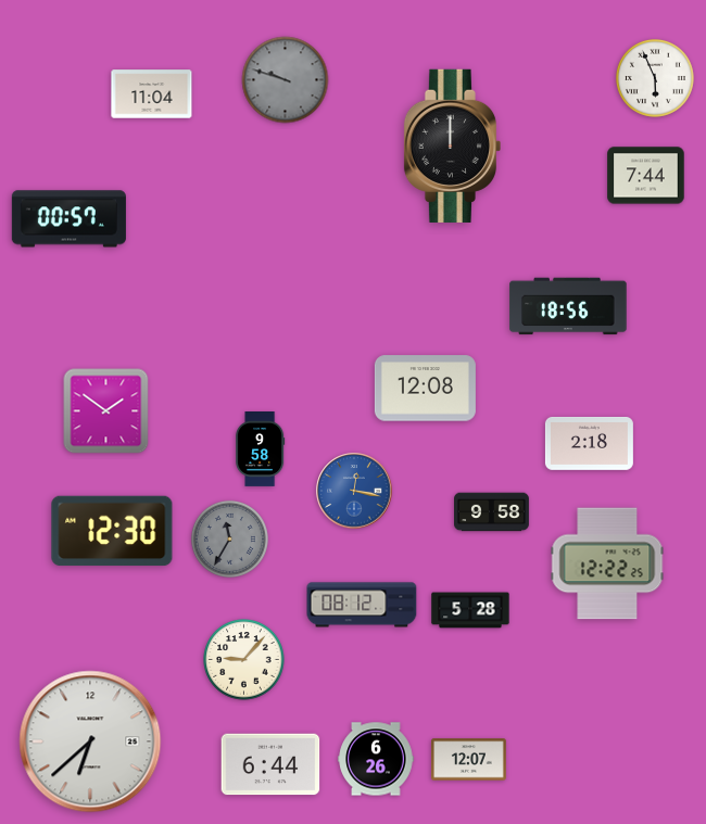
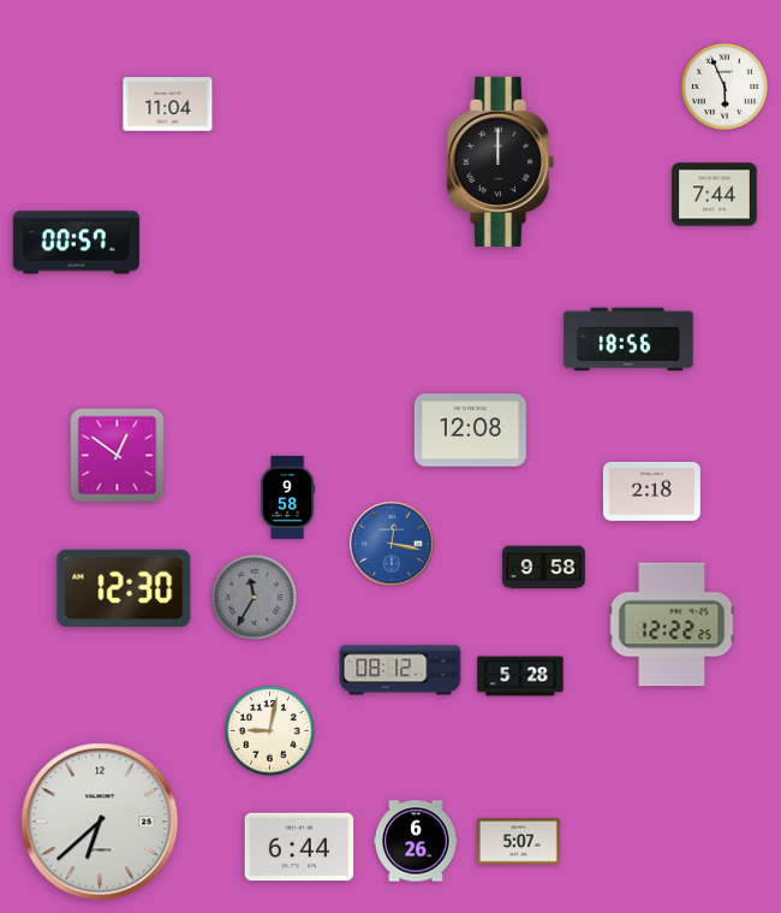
clock at (286, 80): 9:48 -> none
clock at (106, 411): 1:51 -> 12:51
clock at (244, 660): 9:07 -> 9:02
clock at (468, 760): 12:07 -> 5:07
